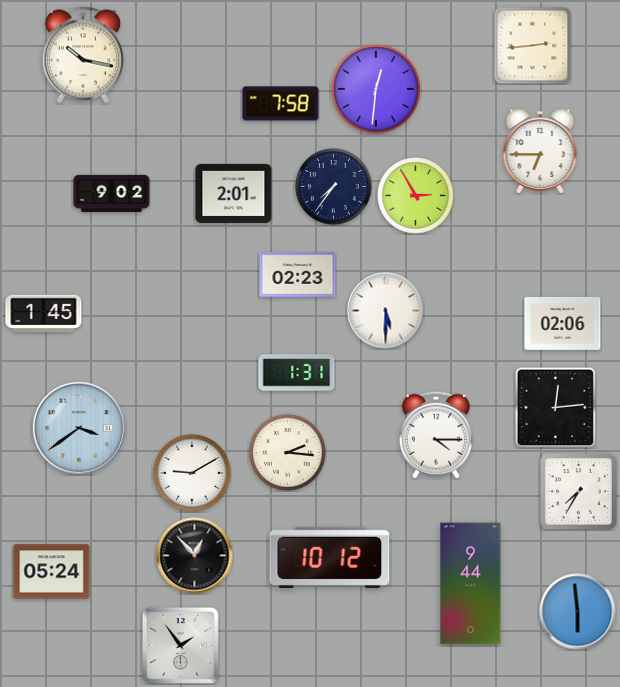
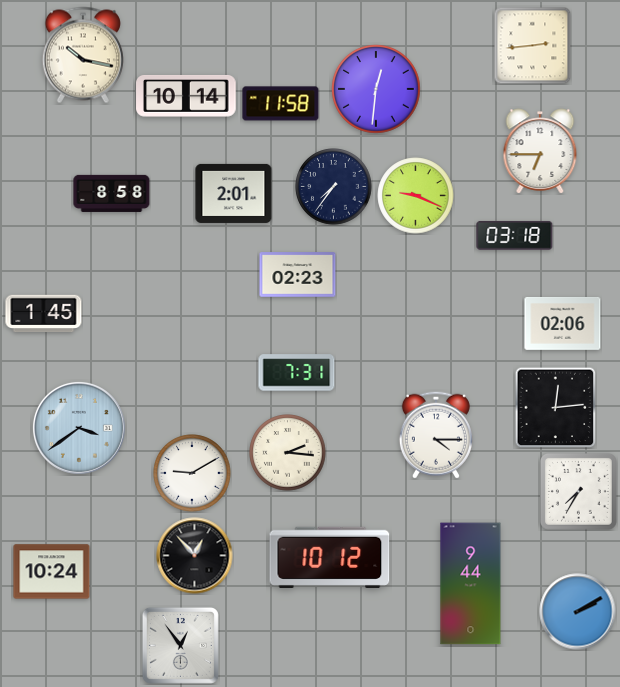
clock at (186, 96): none -> 10:14
clock at (281, 104): 7:58 -> 11:58
clock at (112, 193): 9:02 -> 8:58
clock at (416, 196): 2:55 -> 9:19
clock at (515, 235): none -> 03:18
clock at (386, 311): 5:30 -> none
clock at (297, 373): 1:31 -> 7:31
clock at (52, 572): 05:24 -> 10:24
clock at (578, 612): 5:59 -> 2:10
clock at (180, 645): 1:54 -> 12:54
